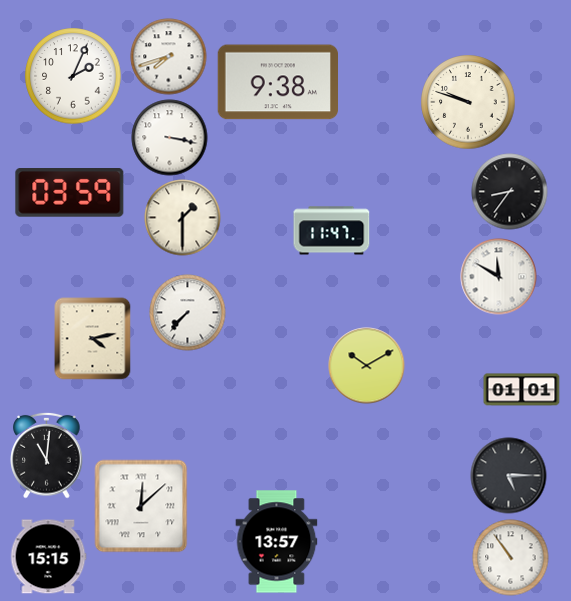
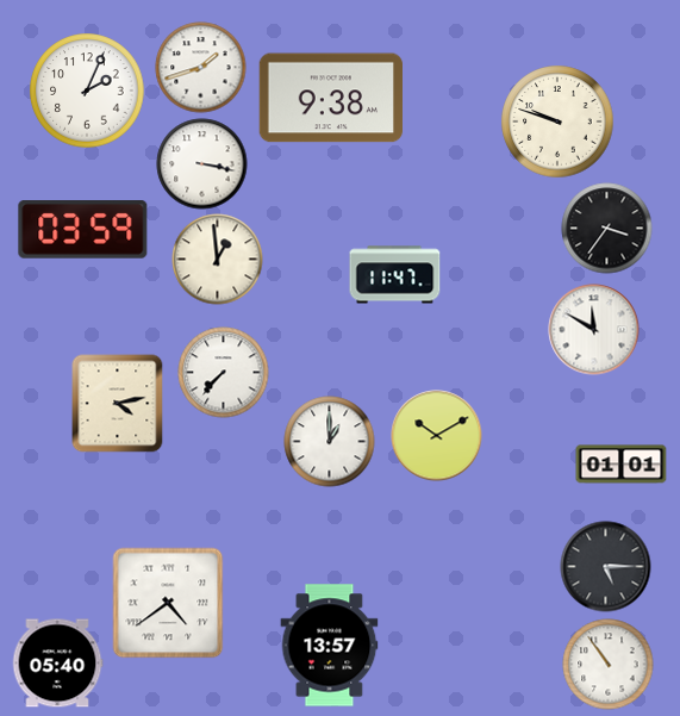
clock at (169, 57): 7:42 -> 1:42
clock at (510, 192): 8:36 -> 3:36
clock at (183, 218): 1:30 -> 12:59
clock at (93, 339) position: (93, 339) -> (118, 404)
clock at (330, 442): none -> 1:00
clock at (47, 455): 11:01 -> none
clock at (141, 506): 12:08 -> 4:39
clock at (48, 557): 15:15 -> 05:40
